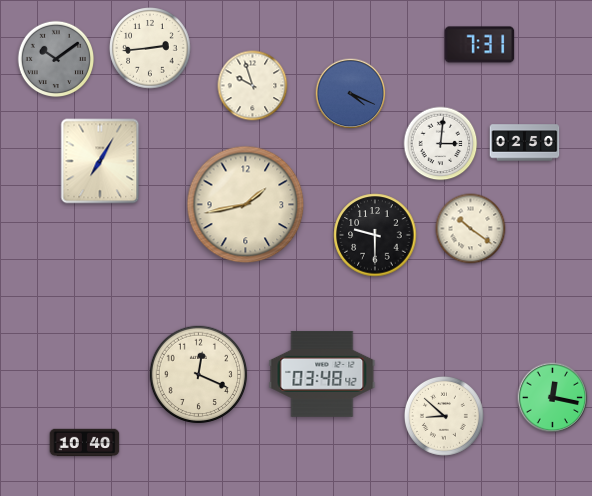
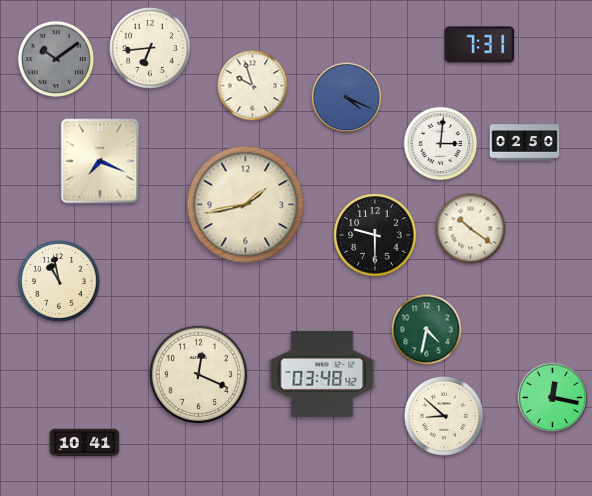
clock at (150, 48): 2:44 -> 6:44
clock at (351, 94) position: (351, 94) -> (347, 98)
clock at (100, 161): 7:05 -> 7:19
clock at (59, 281): none -> 10:58
clock at (427, 330): none -> 4:32
clock at (85, 443): 10:40 -> 10:41
